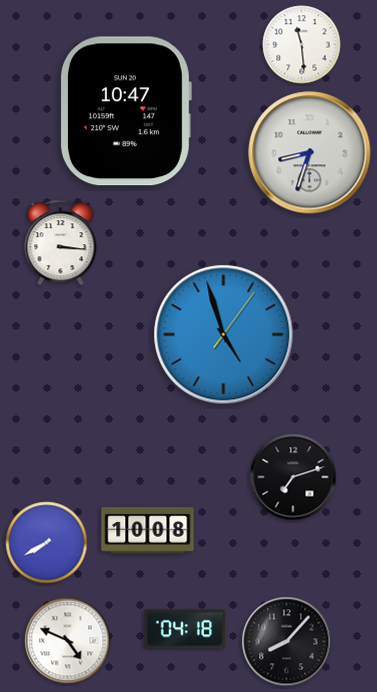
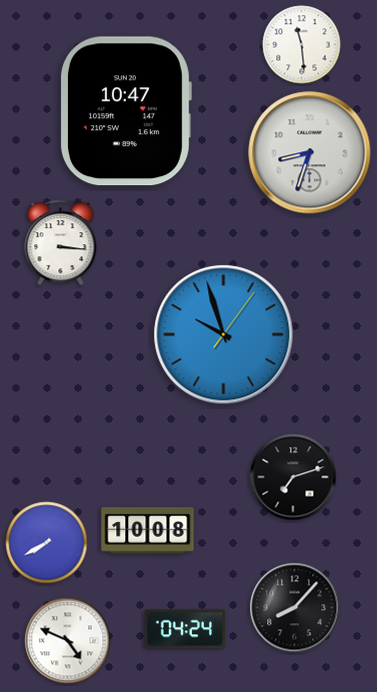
clock at (224, 335): 4:57 -> 9:57
clock at (185, 629): 04:18 -> 04:24
clock at (287, 642) position: (287, 642) -> (295, 608)
